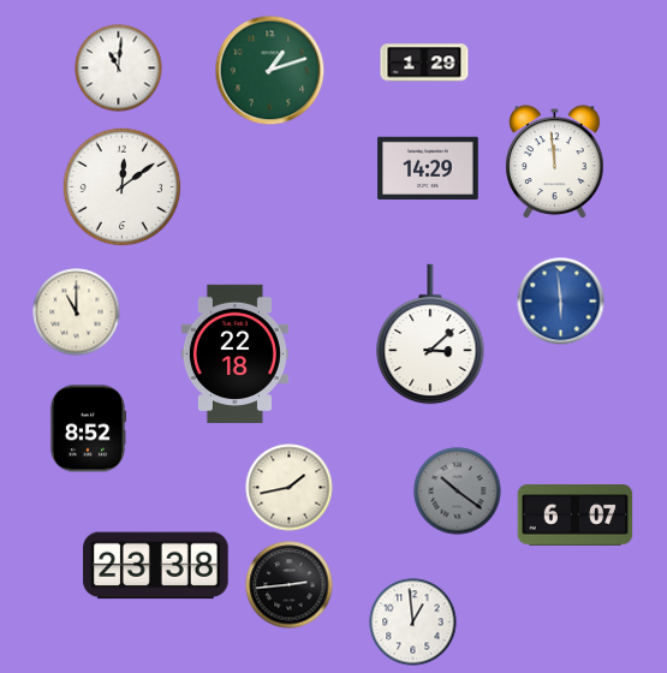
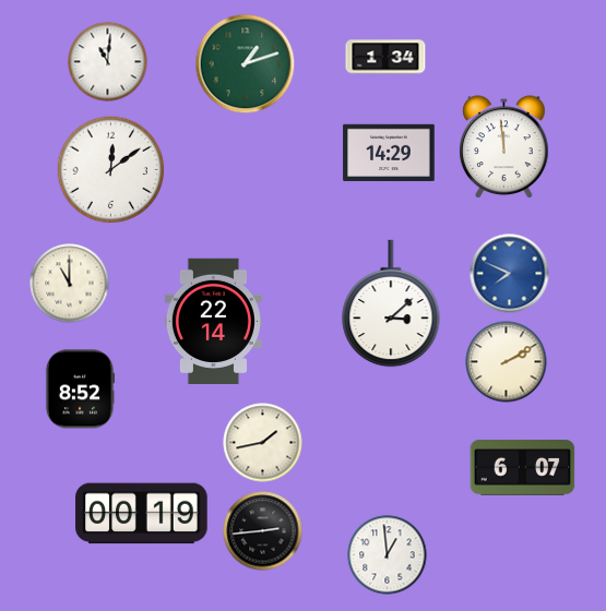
clock at (424, 62): 1:29 -> 1:34
clock at (561, 302): 5:59 -> 7:49
clock at (234, 353): 22:18 -> 22:14
clock at (507, 362): none -> 2:10
clock at (458, 492): 10:21 -> none
clock at (156, 566): 23:38 -> 00:19
clock at (413, 623) position: (413, 623) -> (388, 555)
